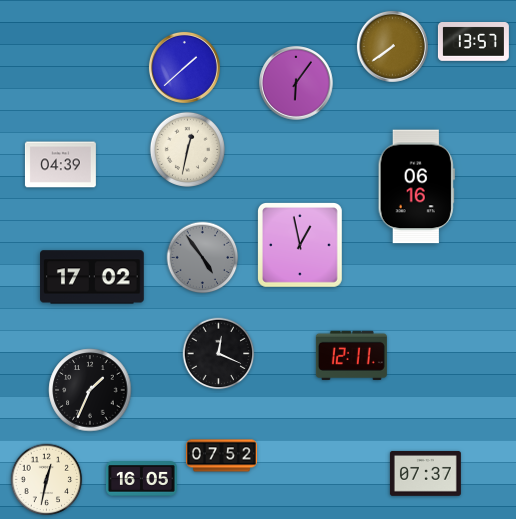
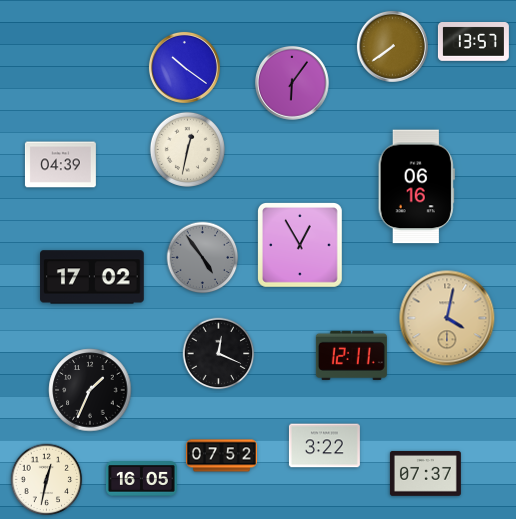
clock at (184, 67): 1:38 -> 10:21
clock at (297, 84) position: (297, 84) -> (293, 84)
clock at (301, 246): 12:58 -> 12:55
clock at (447, 318): none -> 4:02
clock at (324, 446): none -> 3:22
